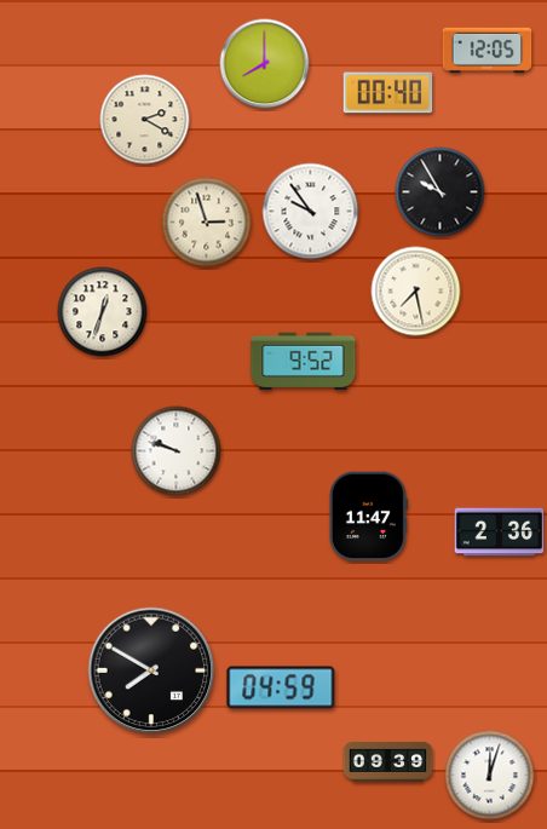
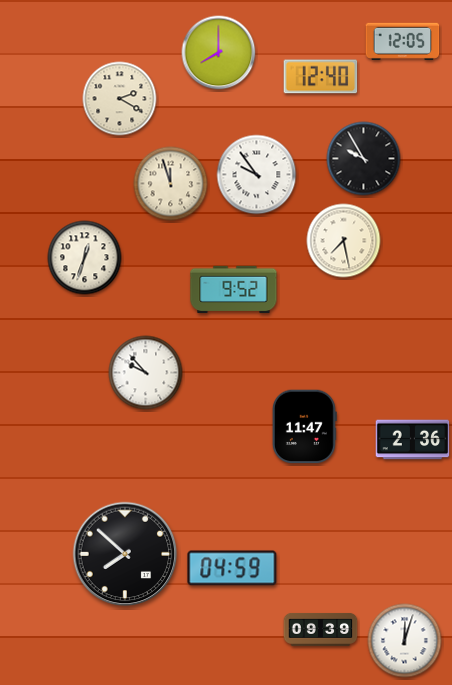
clock at (388, 93): 00:40 -> 12:40
clock at (207, 223): 2:57 -> 11:57
clock at (304, 362) position: (304, 362) -> (234, 290)
clock at (177, 451): 9:48 -> 9:53
clock at (151, 670): 7:50 -> 7:52
